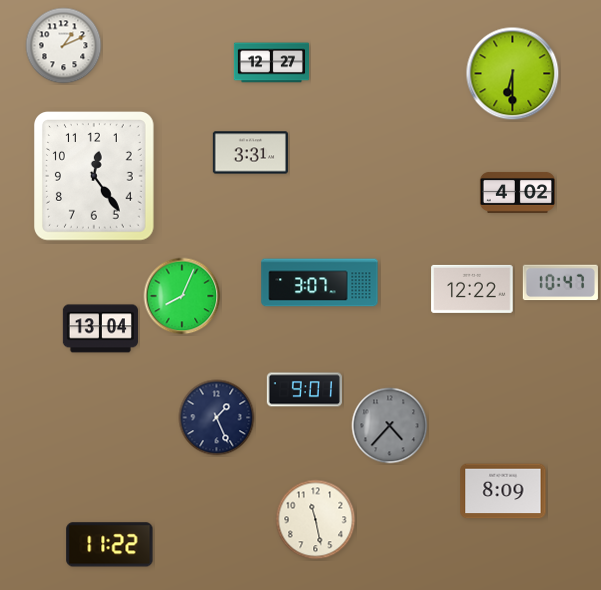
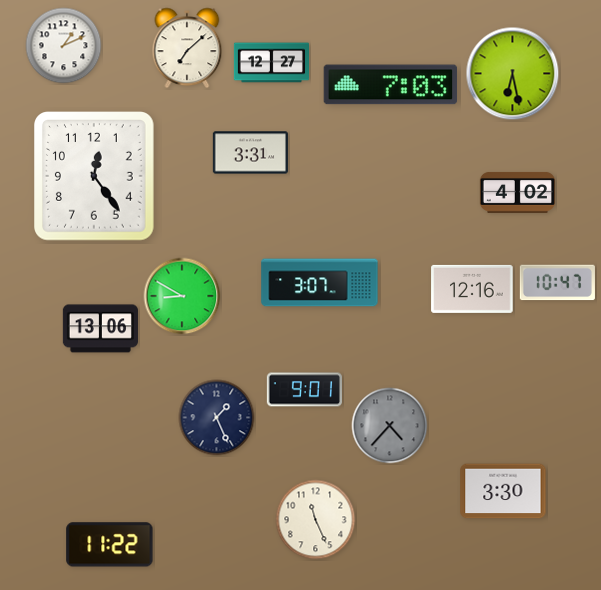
clock at (187, 48): none -> 7:08
clock at (513, 74): 6:30 -> 6:28
clock at (391, 85): none -> 7:03
clock at (560, 283) position: (560, 283) -> (557, 283)
clock at (472, 289): 12:22 -> 12:16
clock at (182, 296): 8:04 -> 8:50
clock at (100, 329): 13:04 -> 13:06
clock at (503, 491): 8:09 -> 3:30
clock at (316, 520): 11:28 -> 11:26
